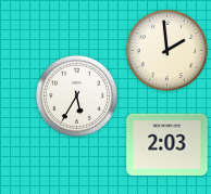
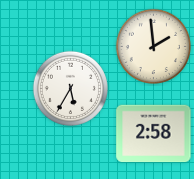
clock at (167, 145): 2:03 -> 2:58
